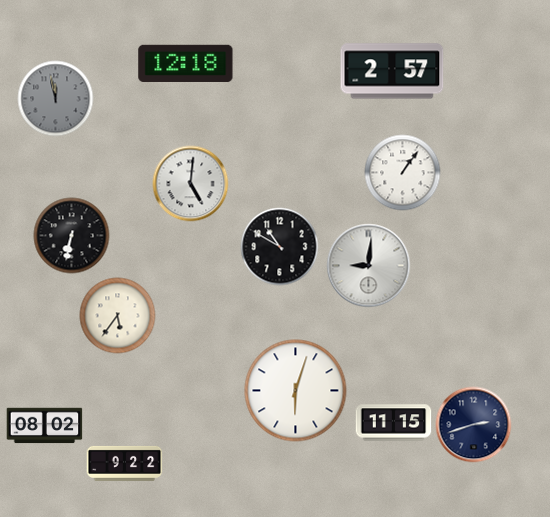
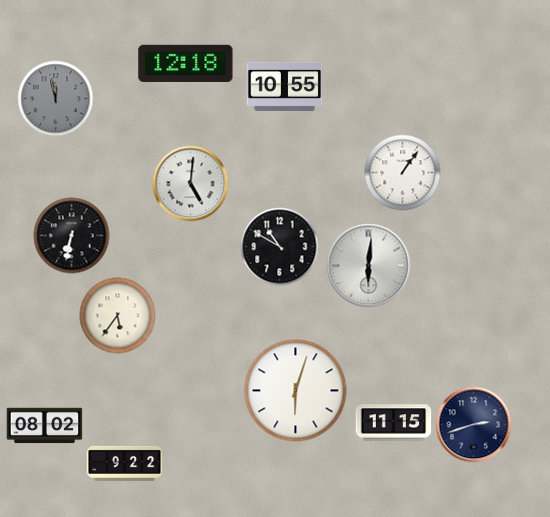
clock at (392, 71): 2:57 -> none
clock at (285, 86): none -> 10:55
clock at (369, 266): 9:01 -> 6:01
